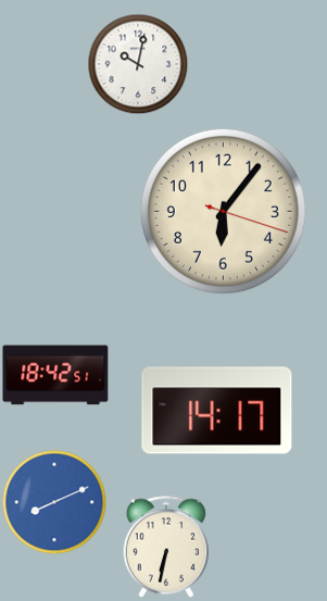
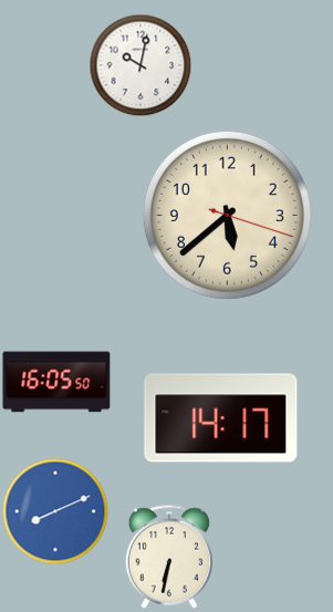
clock at (223, 211): 6:06 -> 5:38
clock at (55, 375): 18:42 -> 16:05
